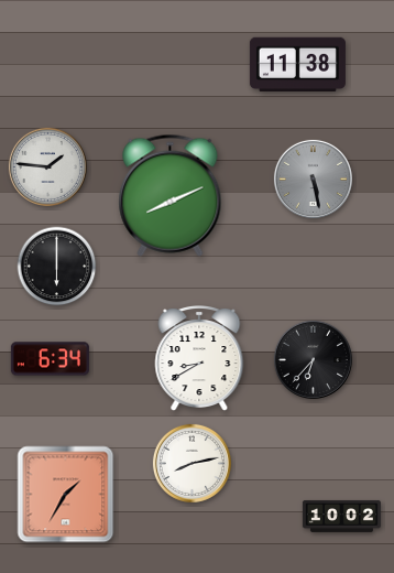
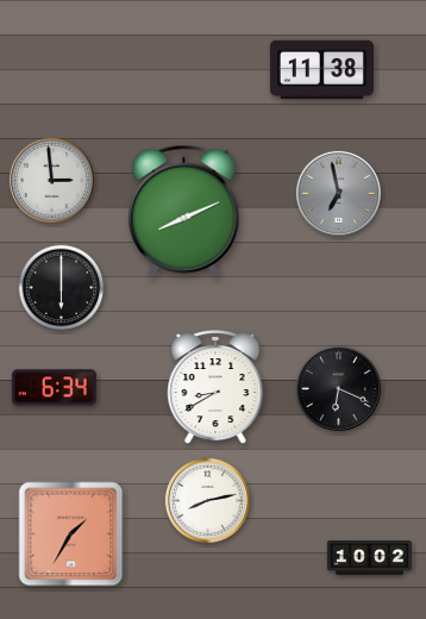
clock at (47, 166): 1:46 -> 2:59
clock at (313, 179): 5:28 -> 6:58
clock at (313, 359): 6:37 -> 6:19
